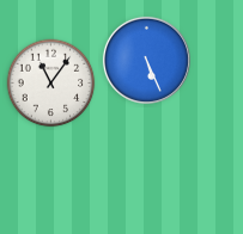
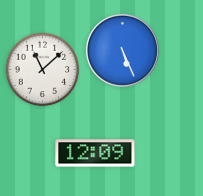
clock at (51, 84): 11:06 -> 11:08
clock at (95, 153): none -> 12:09
